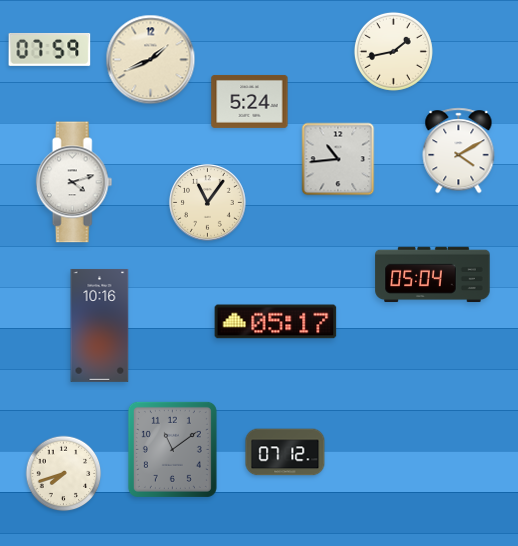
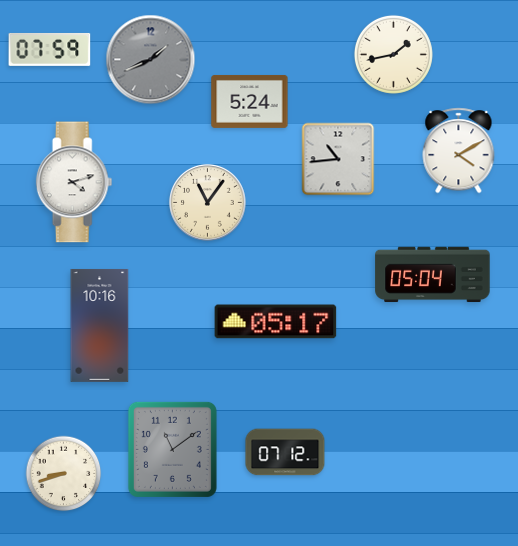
clock at (393, 51) position: (393, 51) -> (393, 54)
clock at (151, 60) dial: cream -> grey
clock at (64, 474): 7:42 -> 8:42
